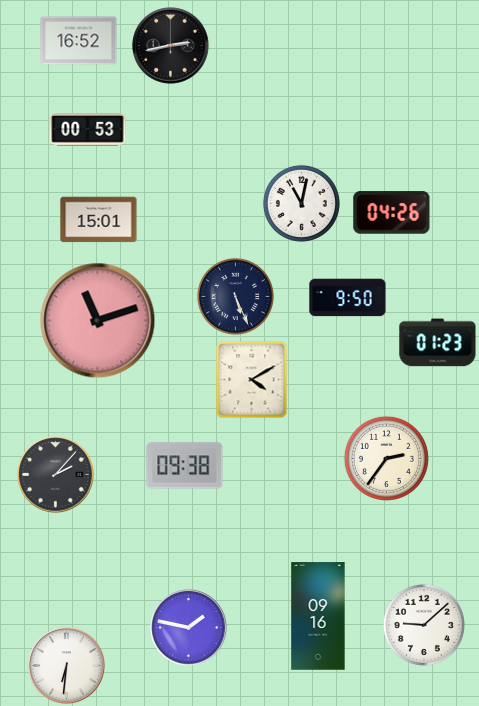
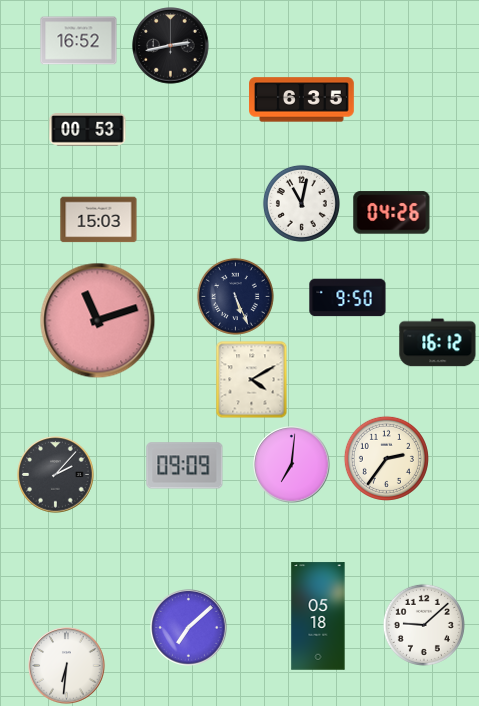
clock at (302, 100): none -> 6:35
clock at (99, 220): 15:01 -> 15:03
clock at (438, 343): 01:23 -> 16:12
clock at (292, 465): none -> 7:01
clock at (185, 466): 09:38 -> 09:09
clock at (318, 616): 09:16 -> 05:18
clock at (189, 628): 1:47 -> 7:08
